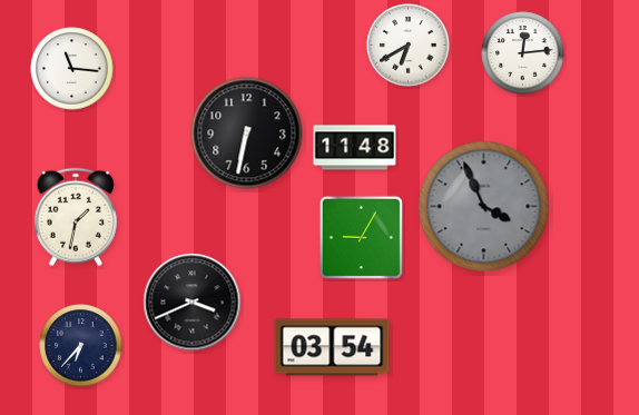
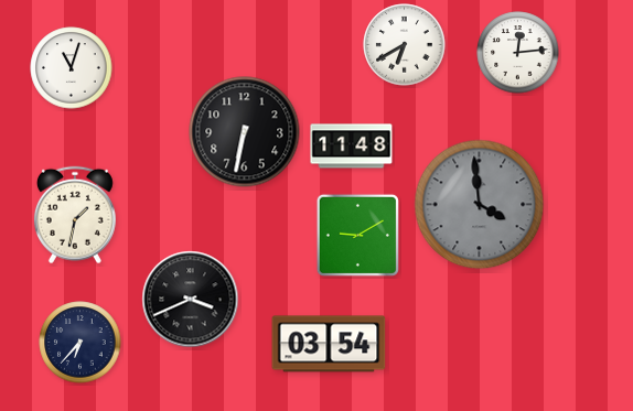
clock at (72, 69): 11:16 -> 11:03
clock at (484, 207): 3:56 -> 3:59
clock at (361, 237): 9:05 -> 9:10
